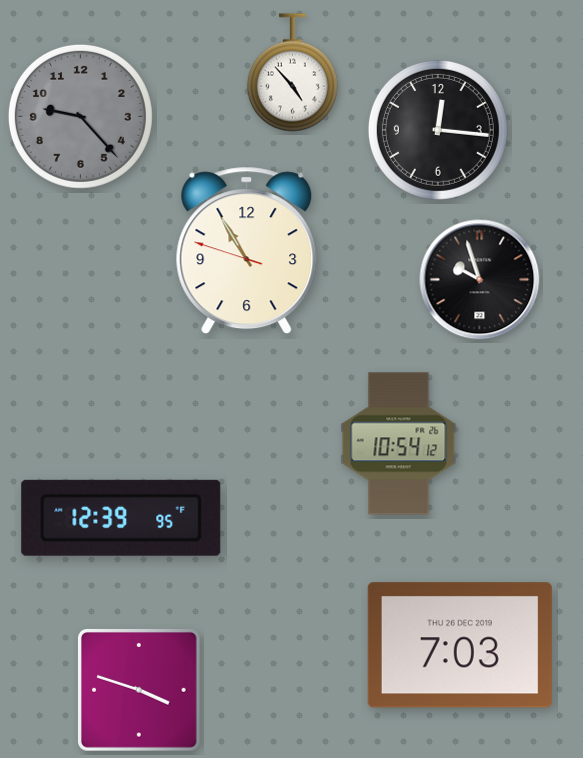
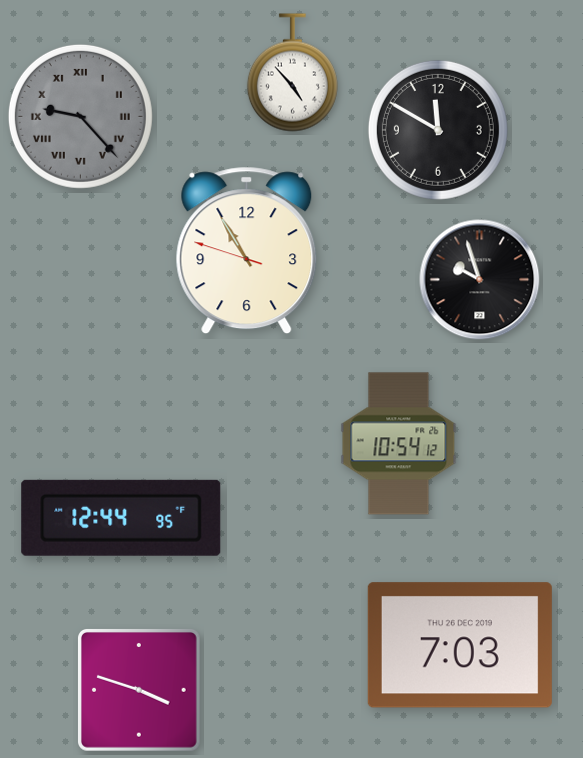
clock at (80, 116) numerals: Arabic -> Roman
clock at (438, 130): 12:16 -> 11:50
clock at (121, 518): 12:39 -> 12:44
